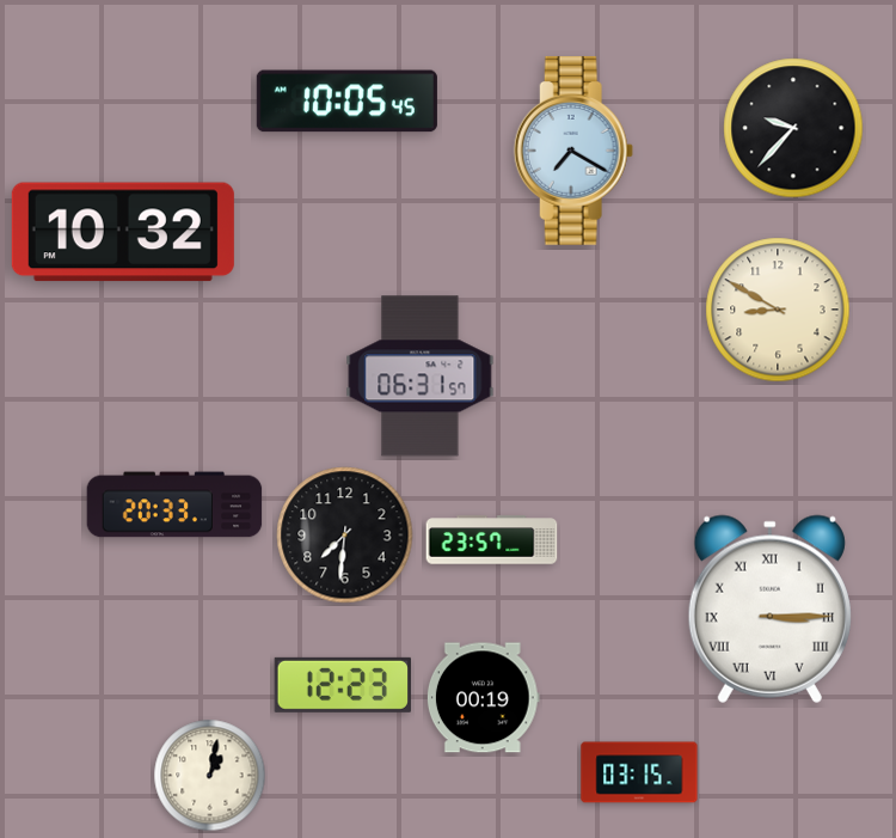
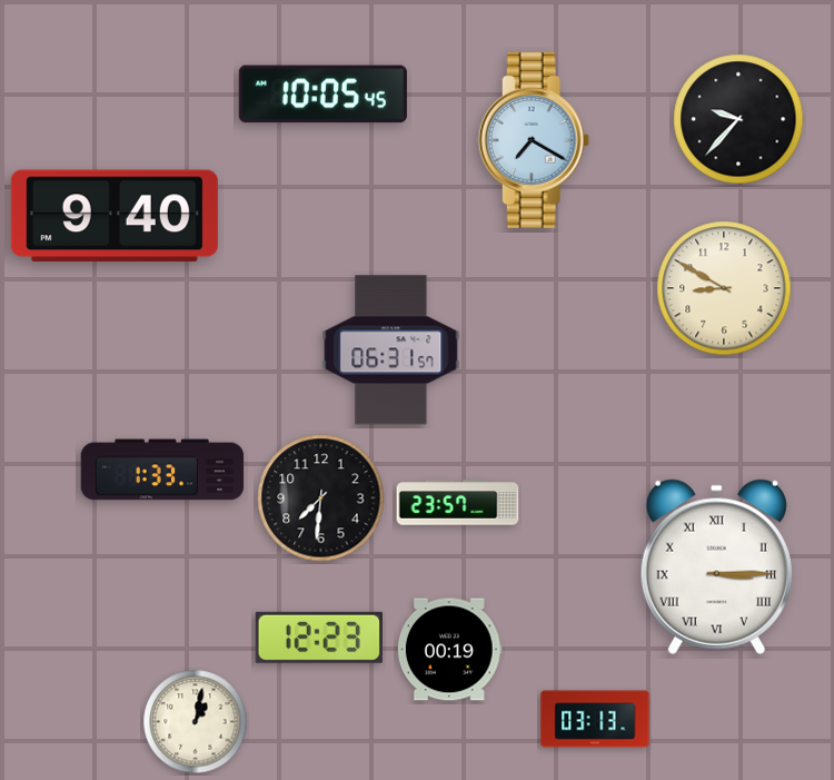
clock at (123, 232): 10:32 -> 9:40
clock at (174, 504): 20:33 -> 1:33
clock at (639, 772): 03:15 -> 03:13
